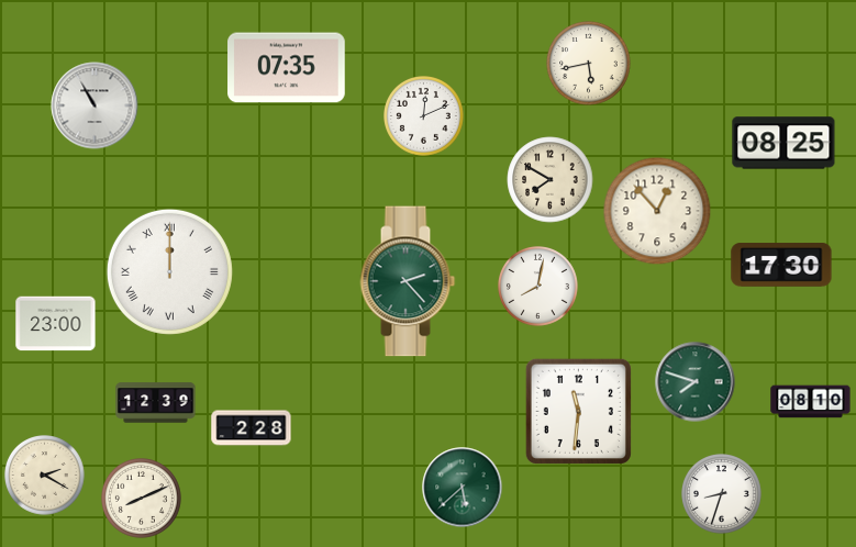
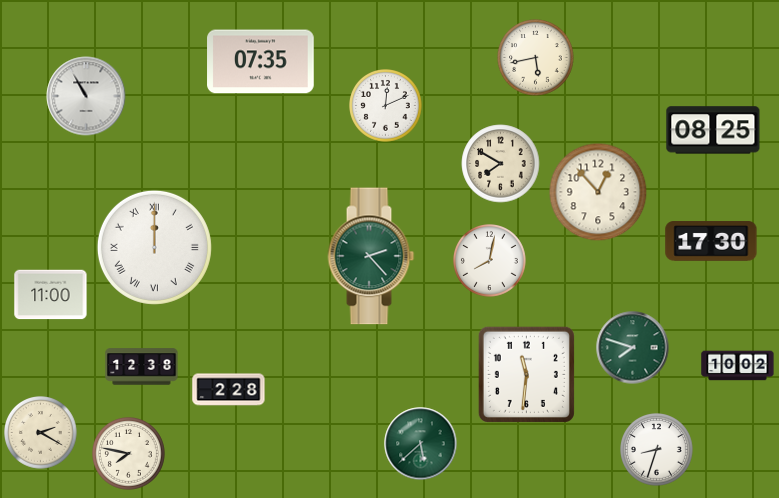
clock at (56, 324): 23:00 -> 11:00
clock at (811, 402): 08:10 -> 10:02
clock at (156, 403): 12:39 -> 12:38
clock at (142, 499): 8:11 -> 7:47
